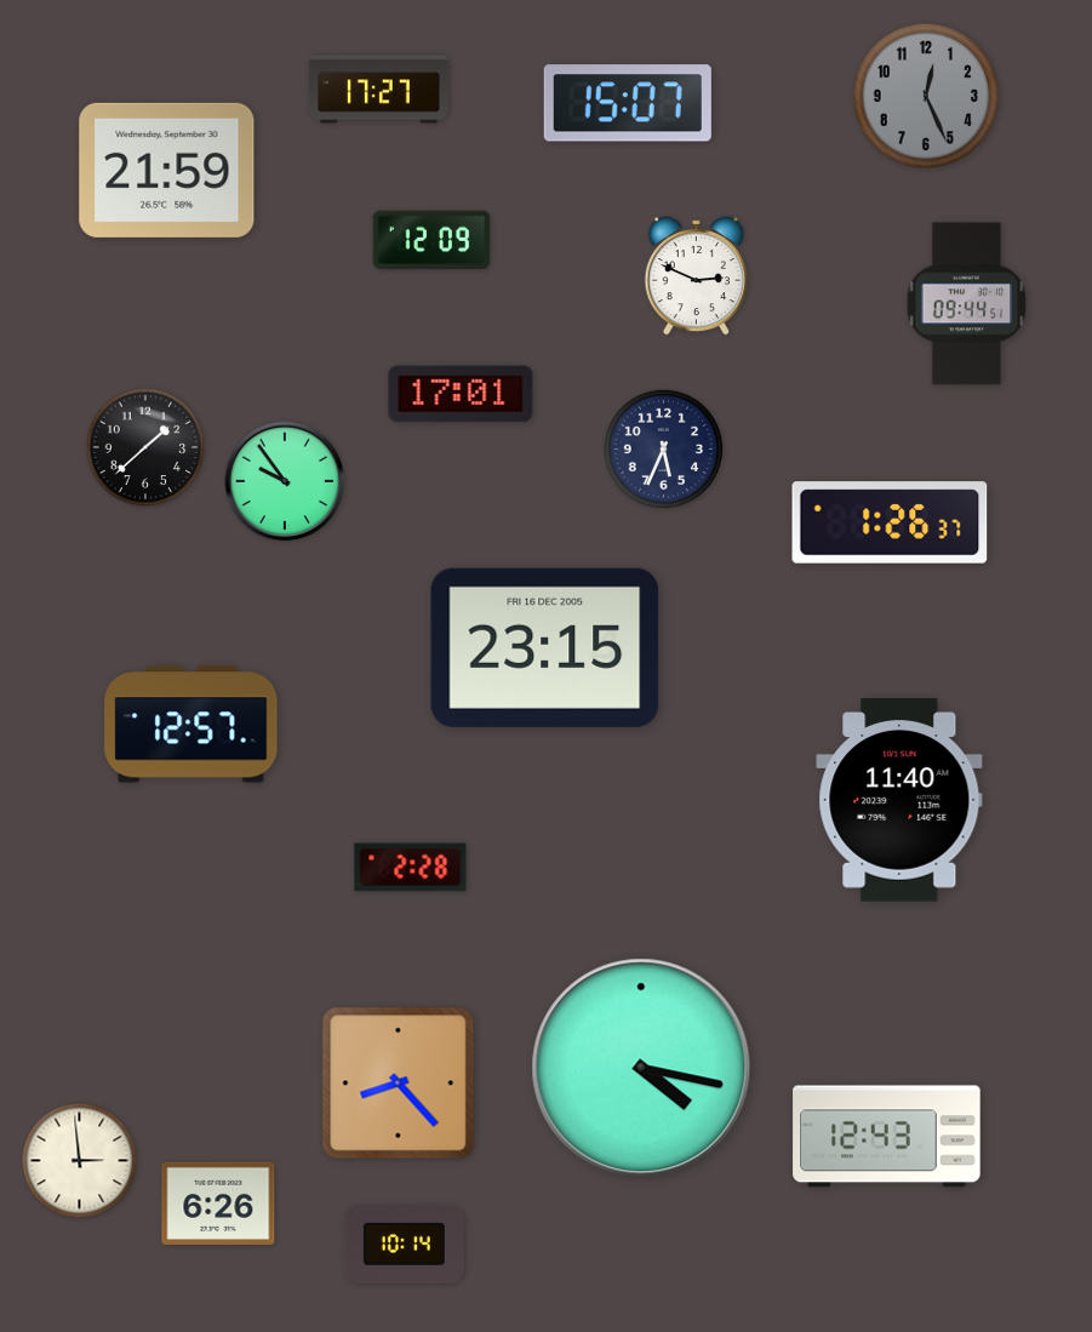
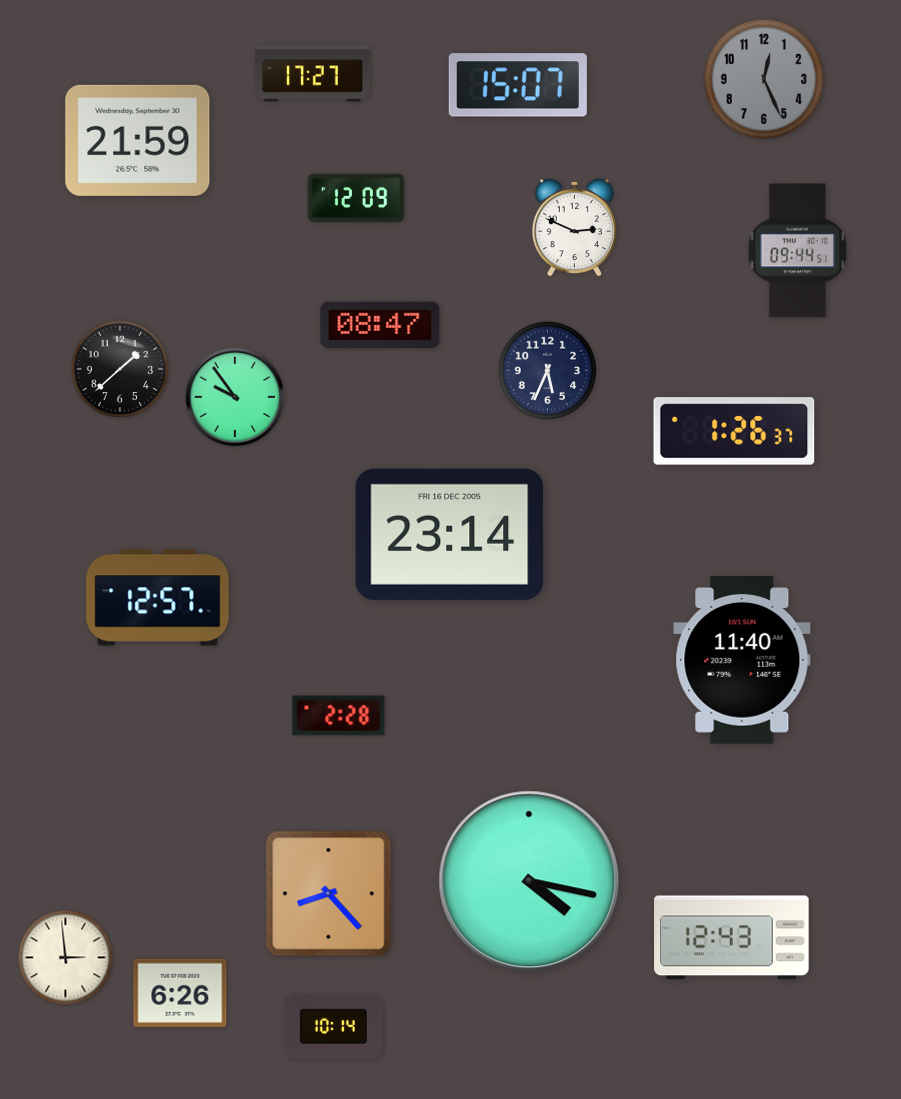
clock at (461, 394): 17:01 -> 08:47
clock at (545, 647): 23:15 -> 23:14
